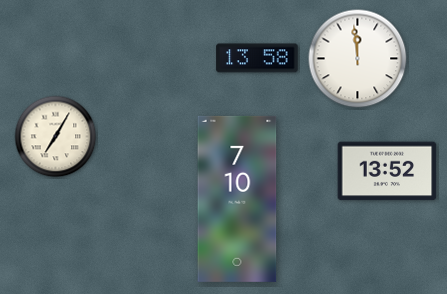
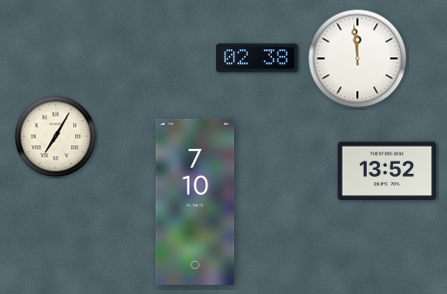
clock at (257, 58): 13:58 -> 02:38
clock at (237, 199) position: (237, 199) -> (195, 202)
